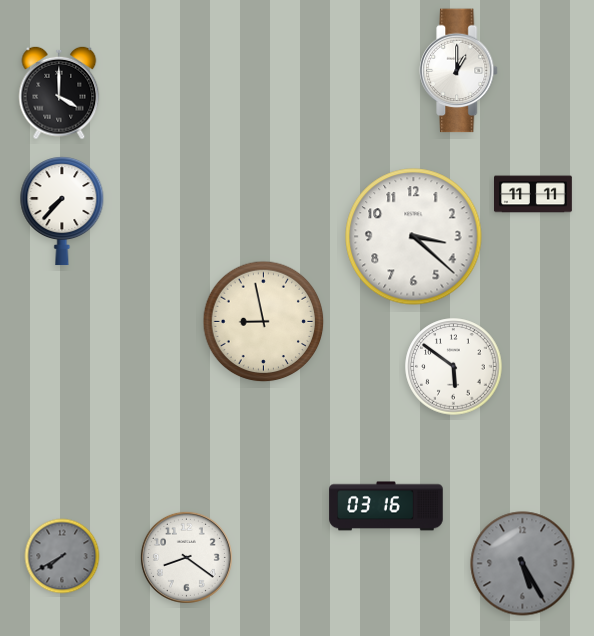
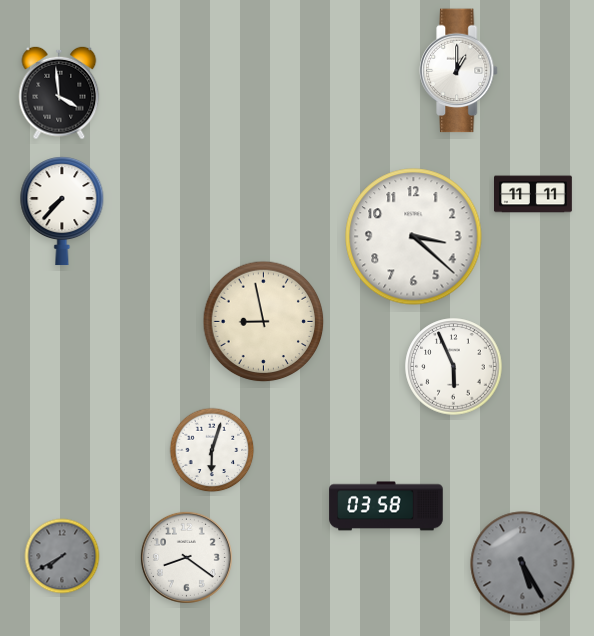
clock at (59, 93): 4:00 -> 3:59
clock at (454, 367): 5:51 -> 5:56
clock at (212, 450): none -> 6:03
clock at (386, 506): 03:16 -> 03:58
